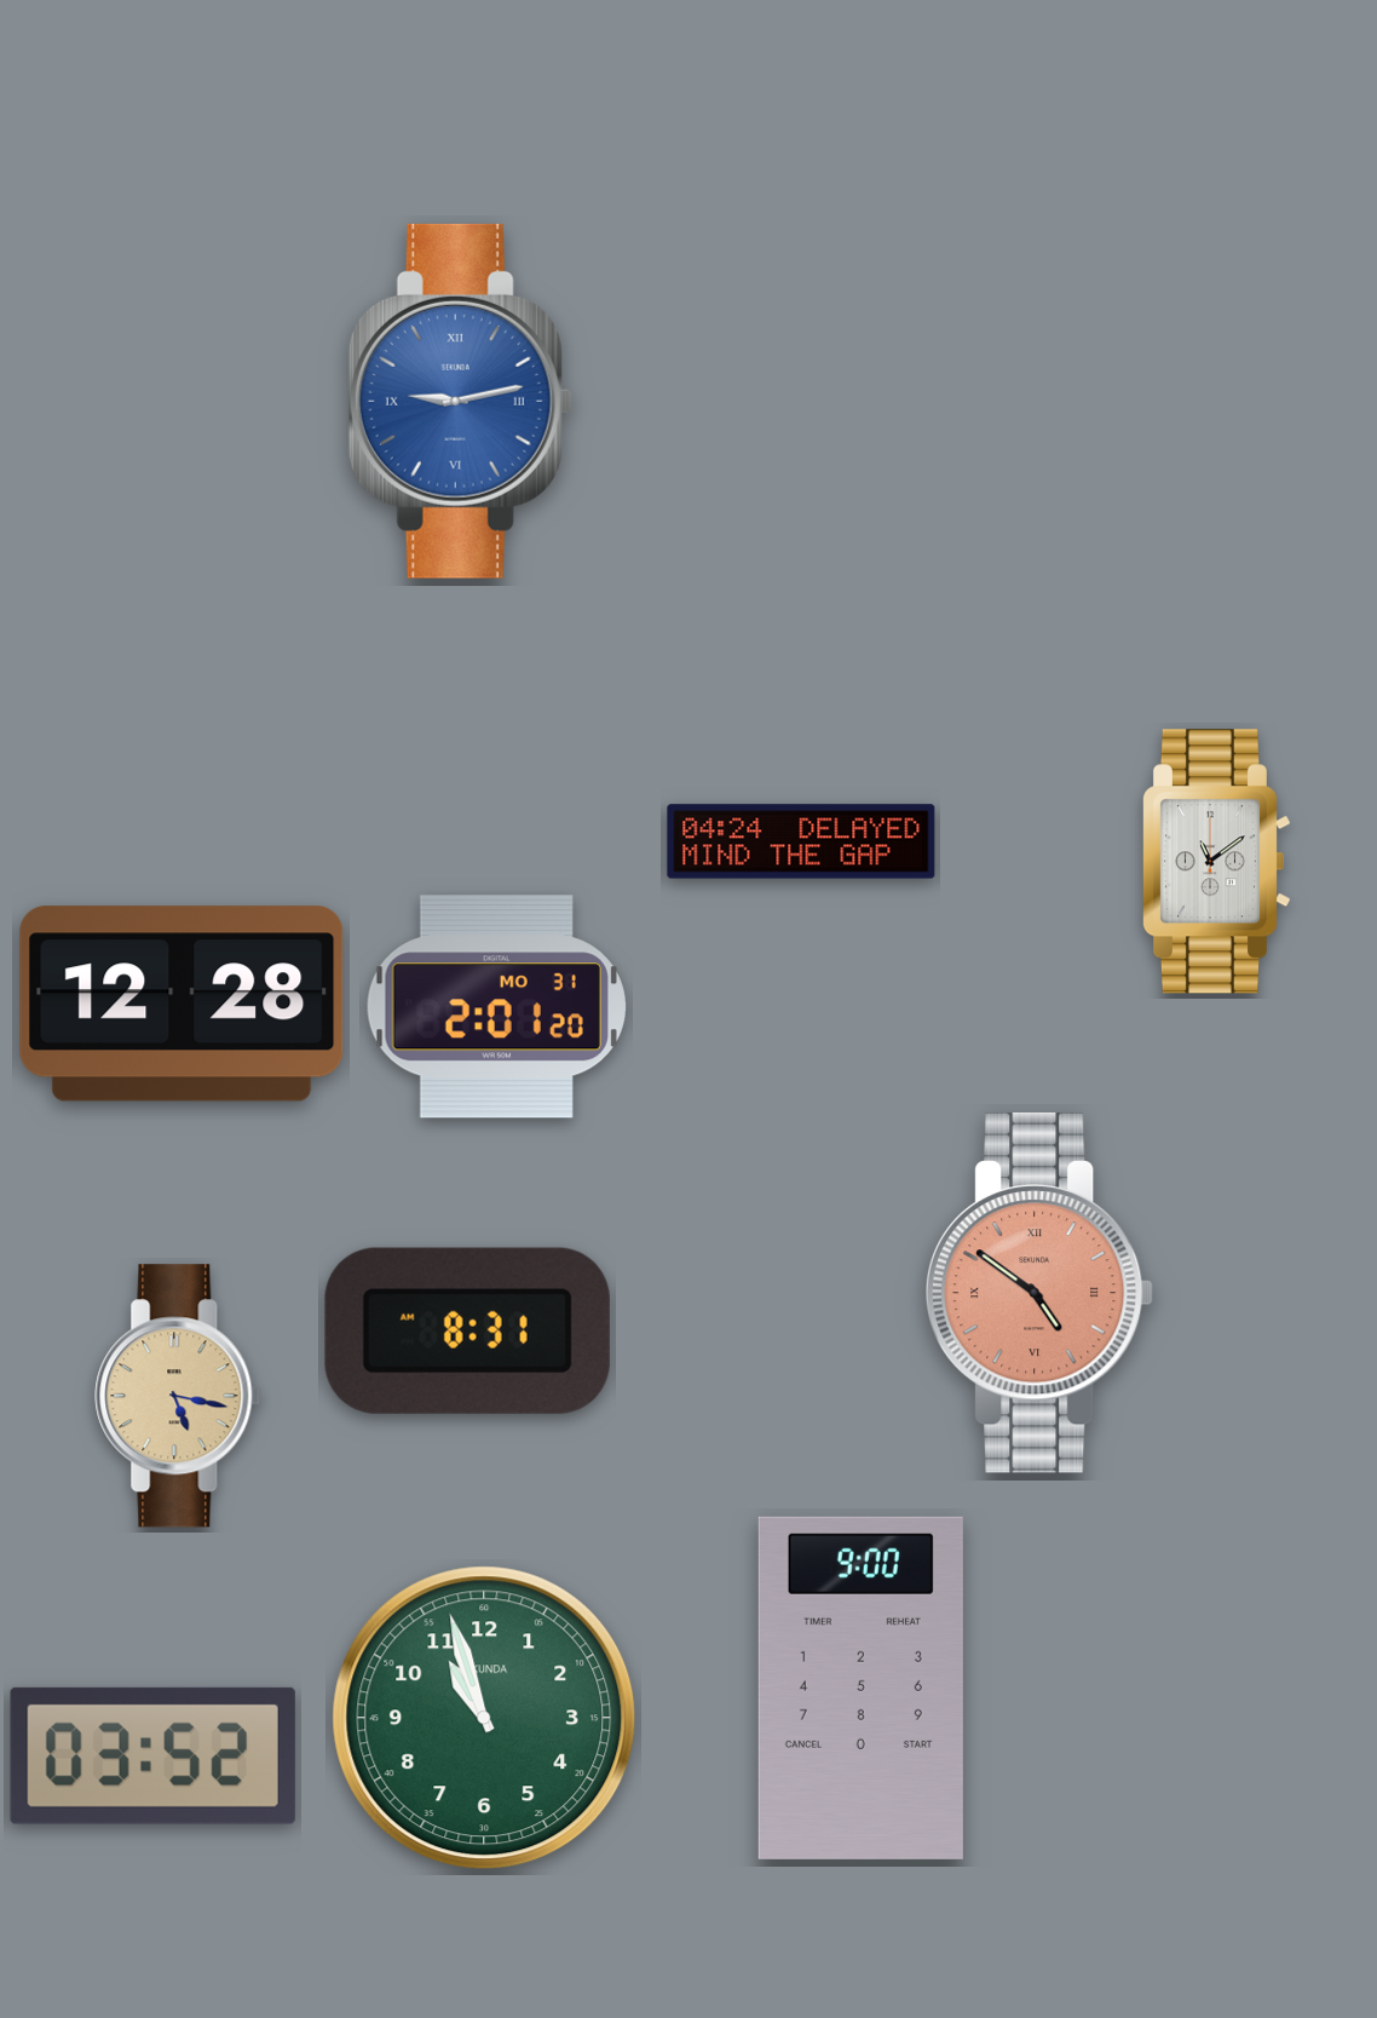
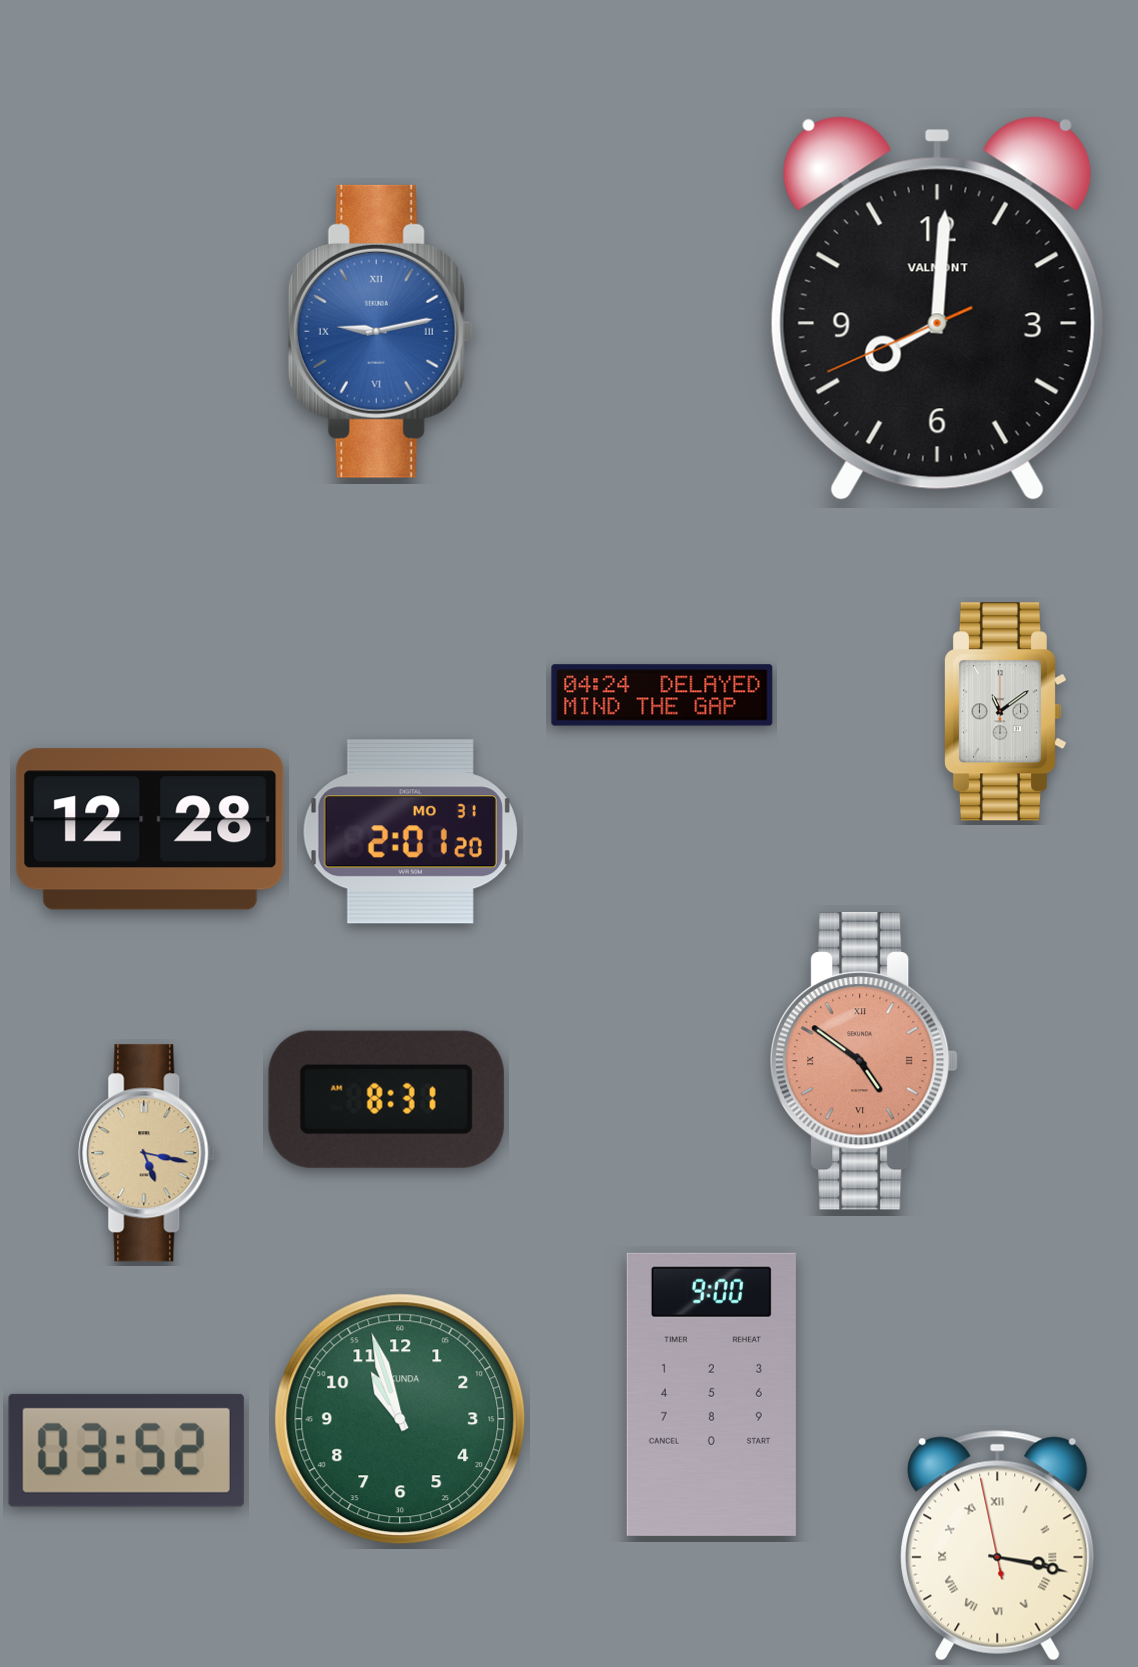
clock at (937, 308): none -> 8:00
clock at (1041, 1293) position: (1041, 1293) -> (865, 1061)
clock at (998, 1546): none -> 3:16
